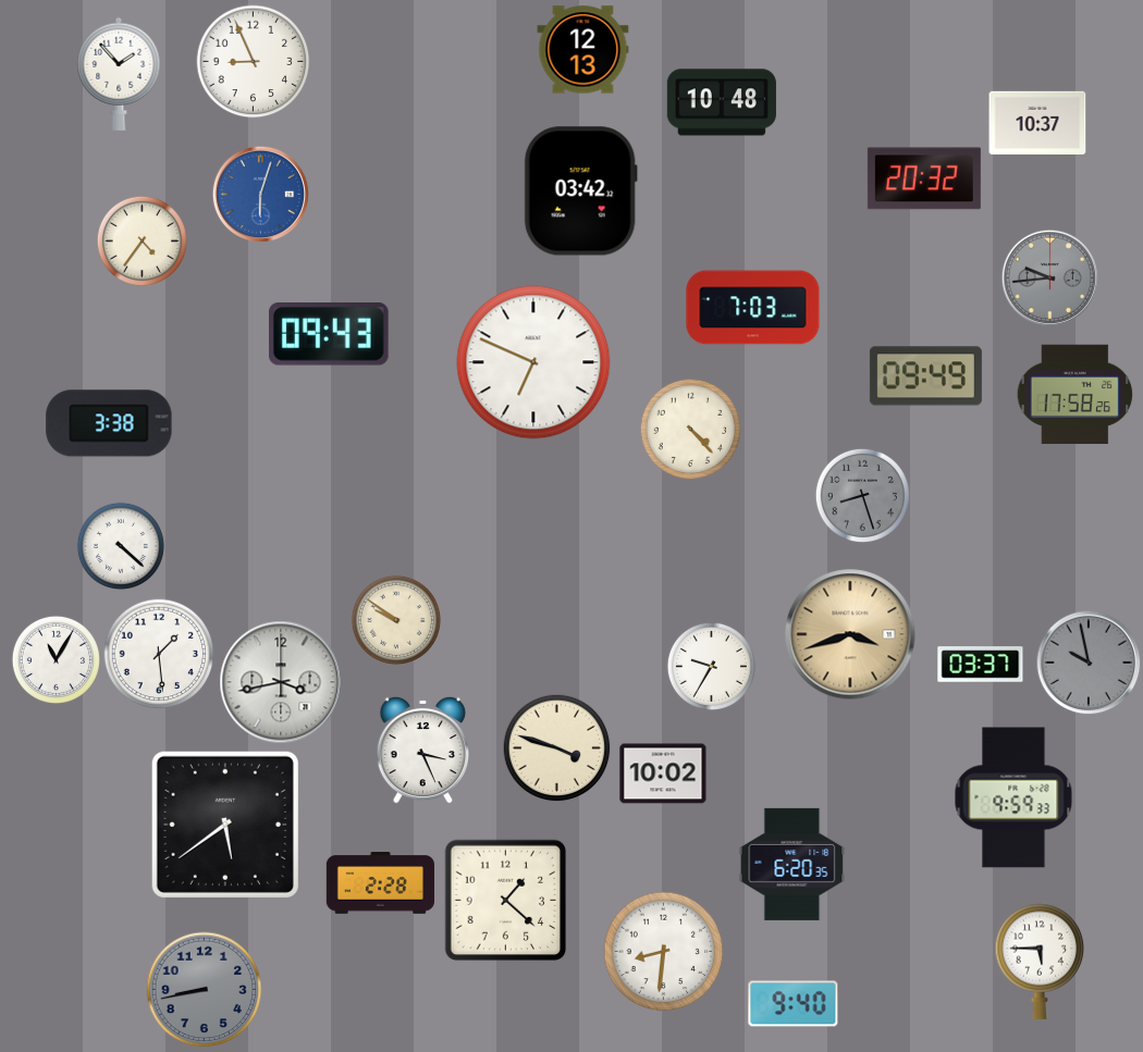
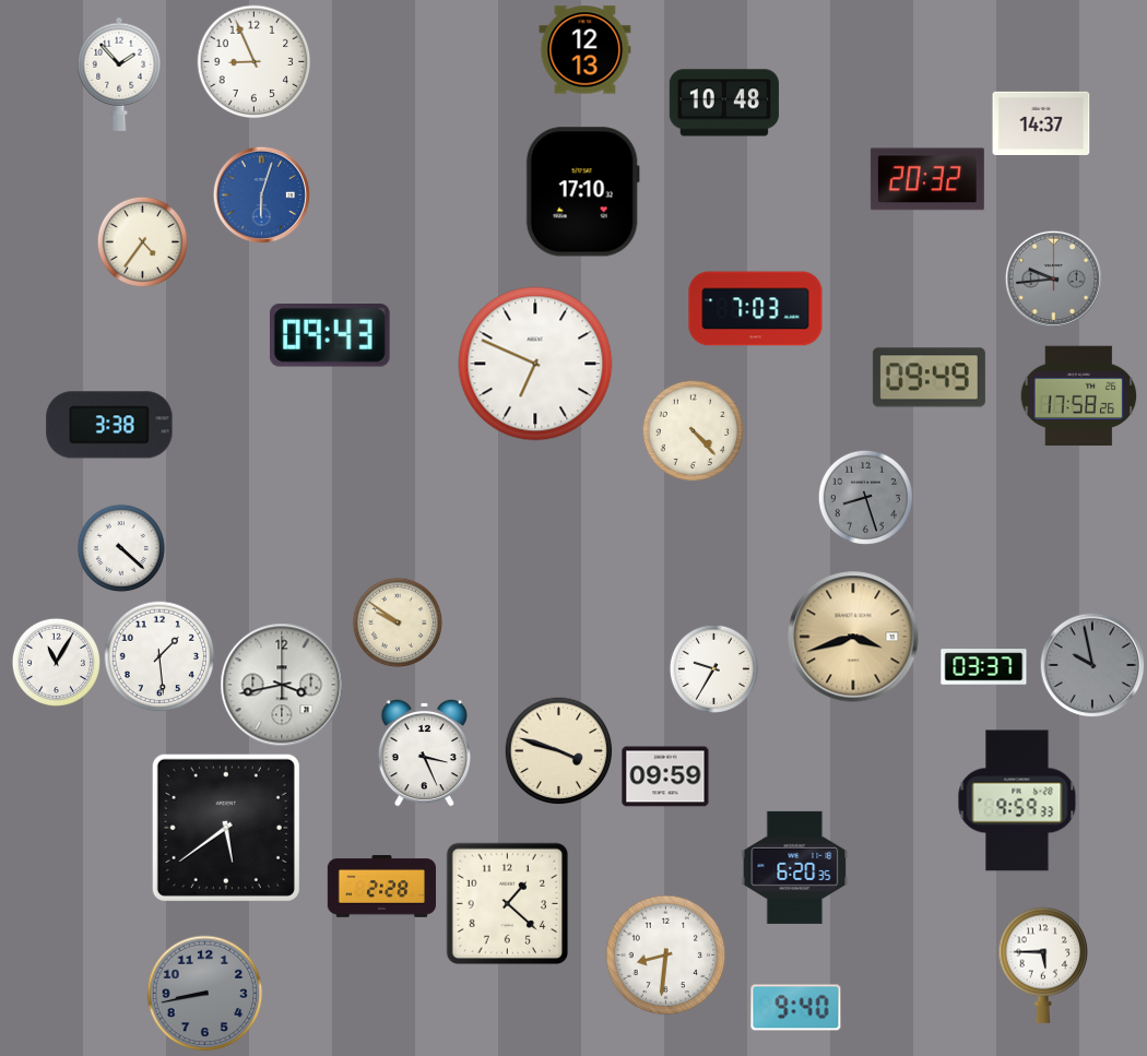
clock at (1037, 122): 10:37 -> 14:37
clock at (580, 191): 03:42 -> 17:10
clock at (663, 773): 10:02 -> 09:59
